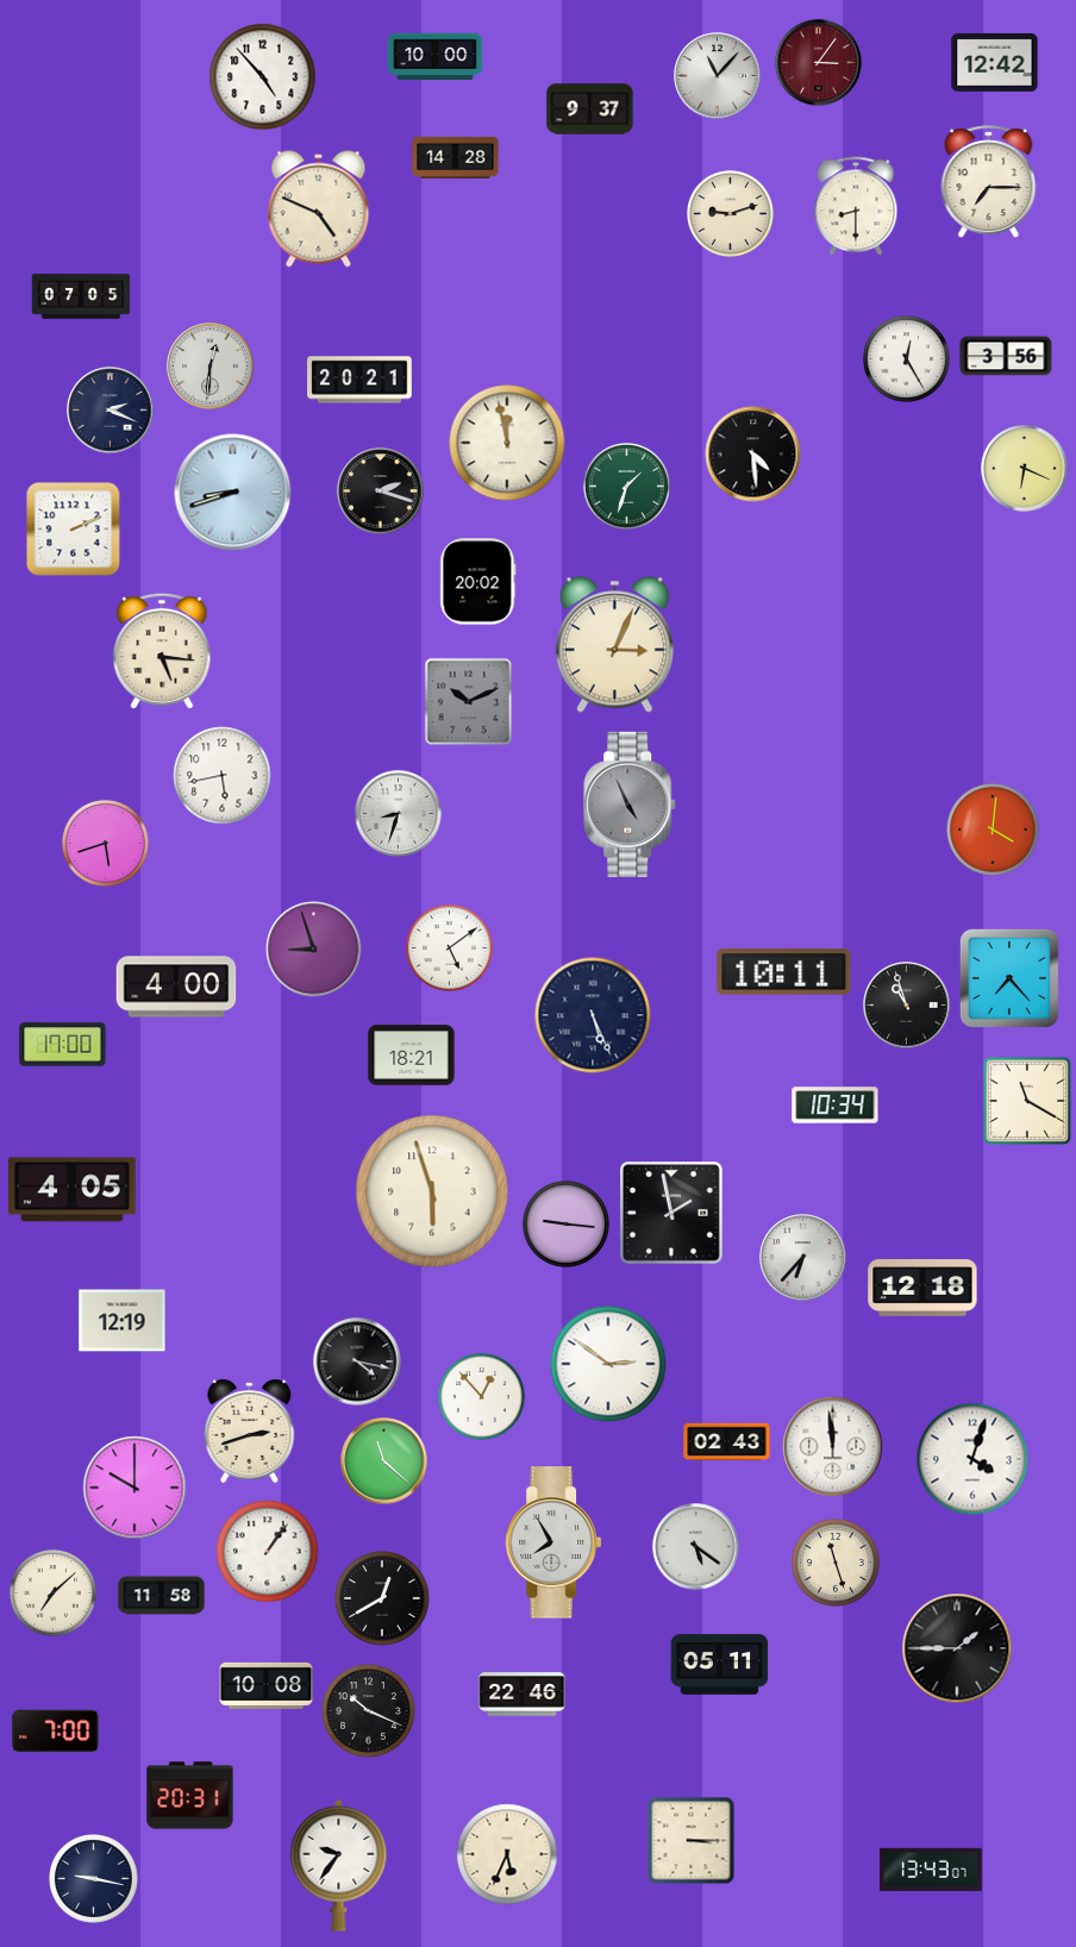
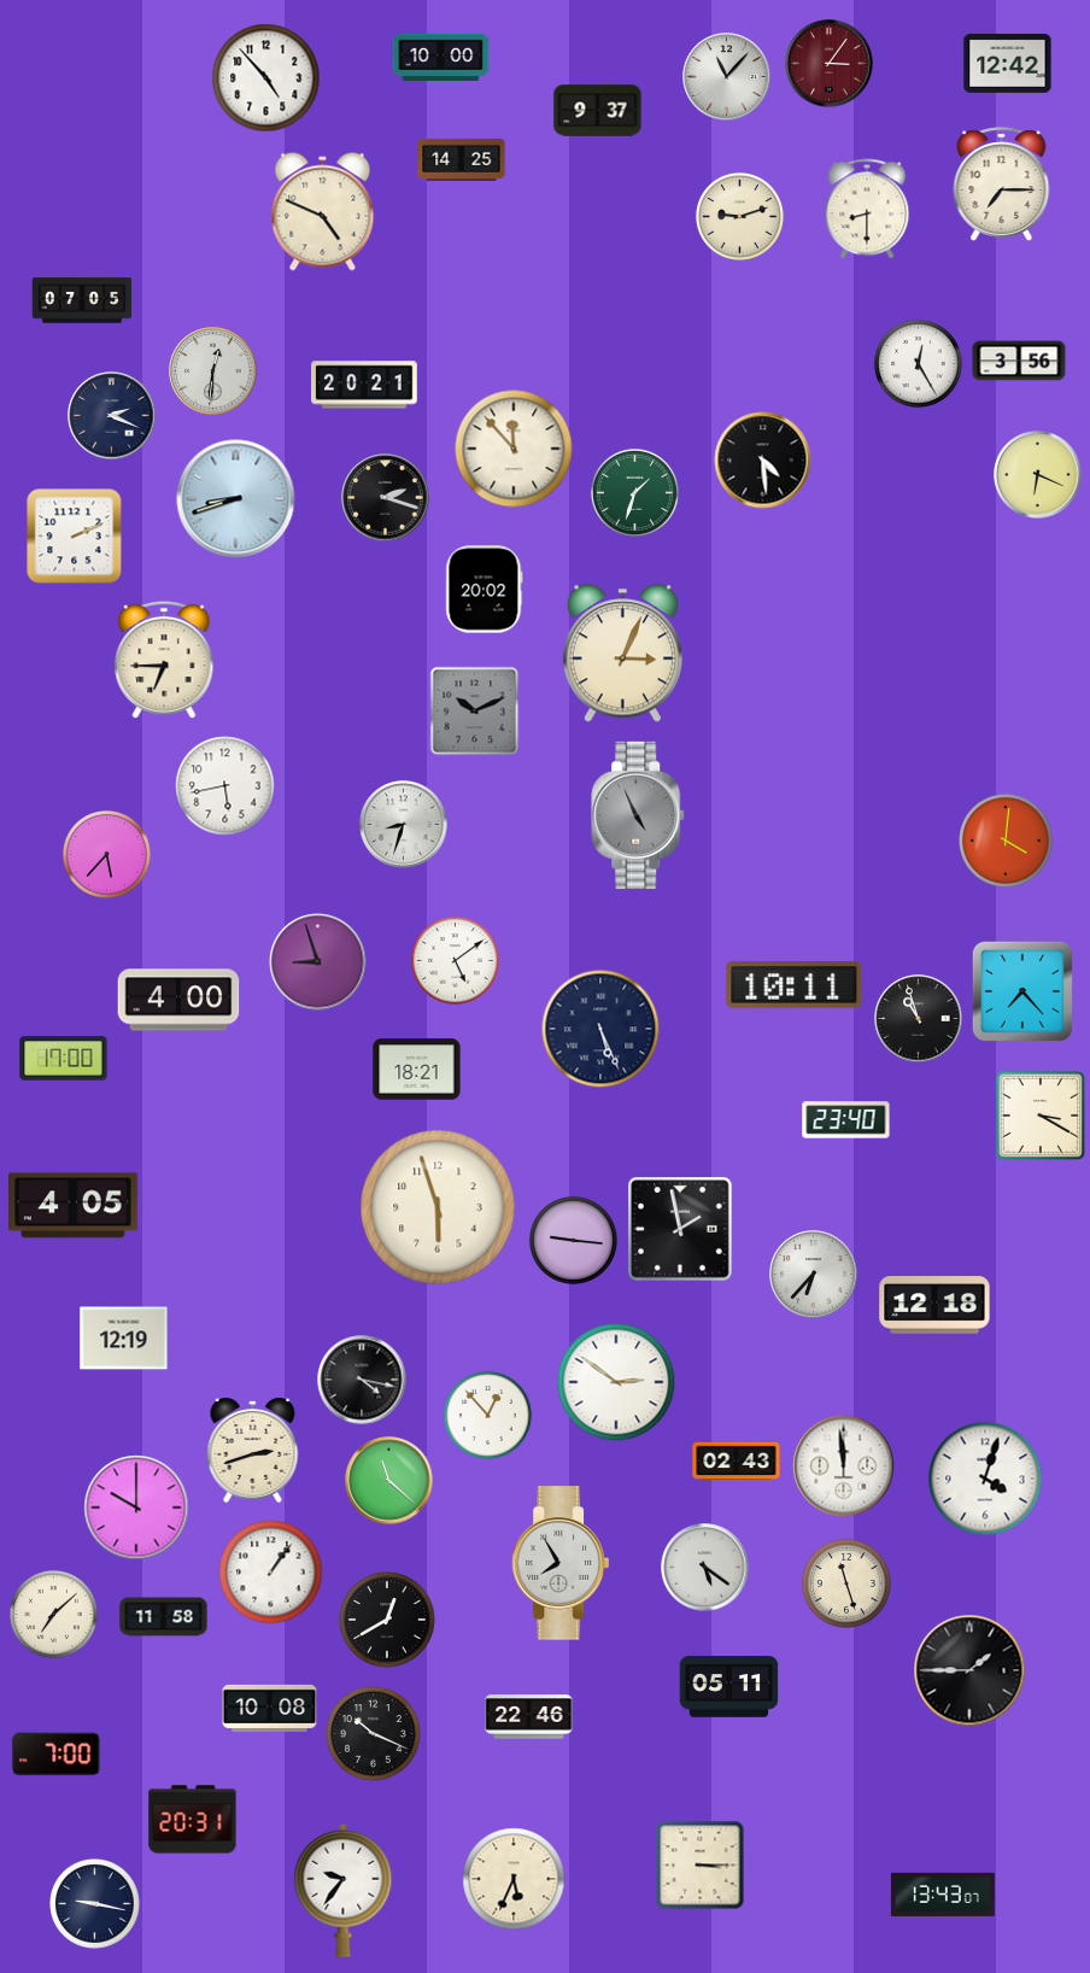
clock at (456, 157): 14:28 -> 14:25
clock at (507, 443): 11:58 -> 11:53
clock at (162, 651): 5:16 -> 6:45
clock at (106, 844): 5:42 -> 5:37
clock at (1026, 1100): 11:20 -> 3:20
clock at (836, 1106): 10:34 -> 23:40
